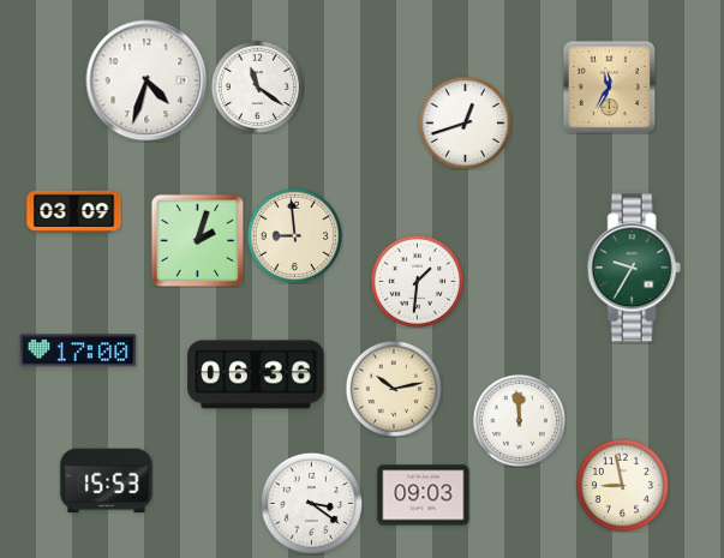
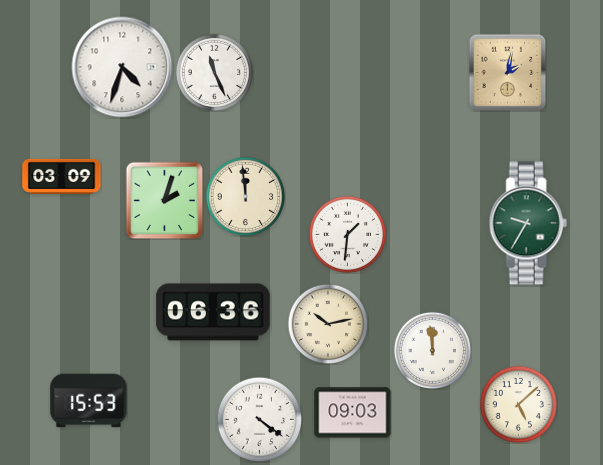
clock at (257, 86): 11:21 -> 11:26
clock at (609, 86): 11:35 -> 2:02
clock at (465, 122): 12:42 -> none
clock at (294, 235): 8:59 -> 11:59
clock at (78, 350): 17:00 -> none
clock at (622, 485): 8:58 -> 5:08
clock at (311, 503): 3:21 -> 4:21
